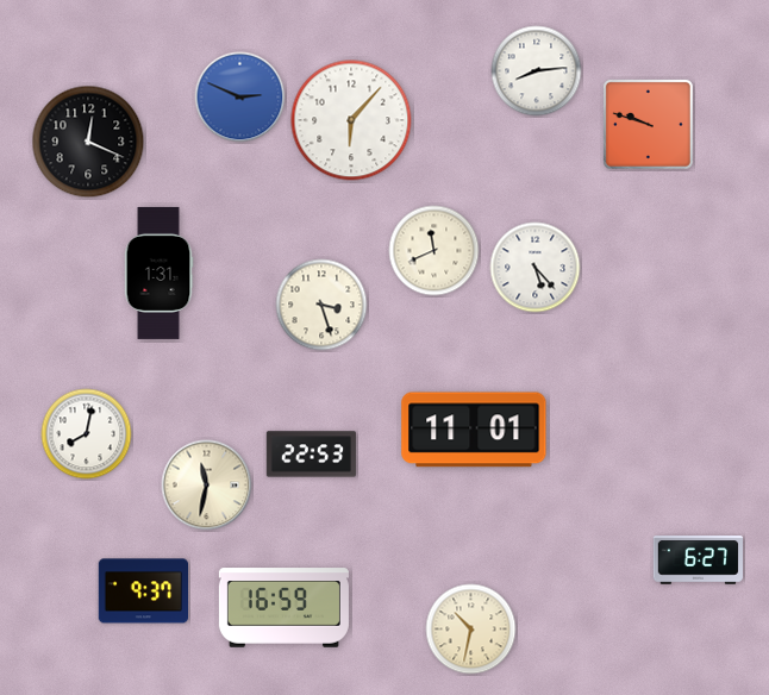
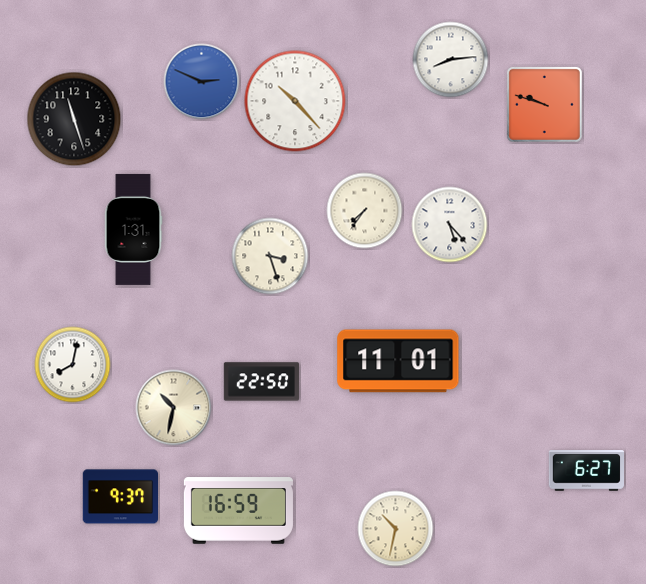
clock at (351, 120): 6:07 -> 10:23
clock at (88, 142): 12:19 -> 11:27
clock at (434, 251): 11:41 -> 7:36
clock at (312, 455): 22:53 -> 22:50
clock at (207, 486): 11:32 -> 10:32
